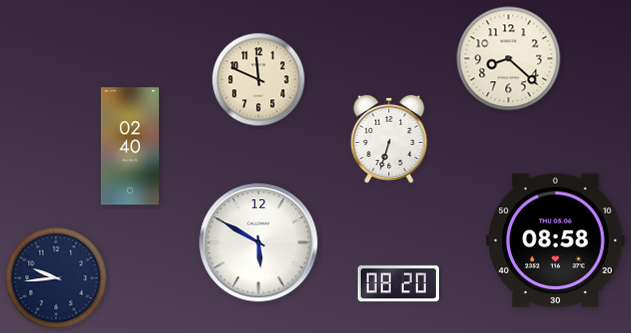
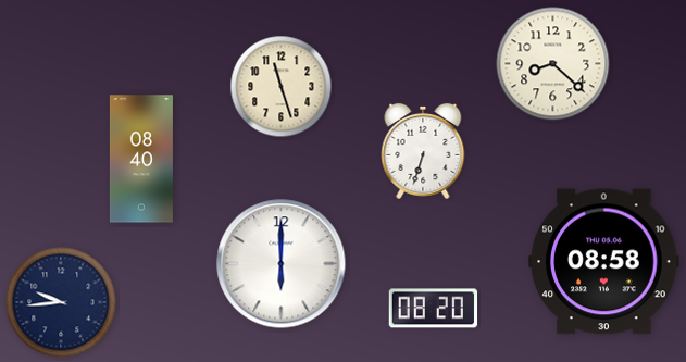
clock at (259, 80): 11:49 -> 11:27
clock at (130, 146): 02:40 -> 08:40
clock at (259, 243): 5:50 -> 6:00
